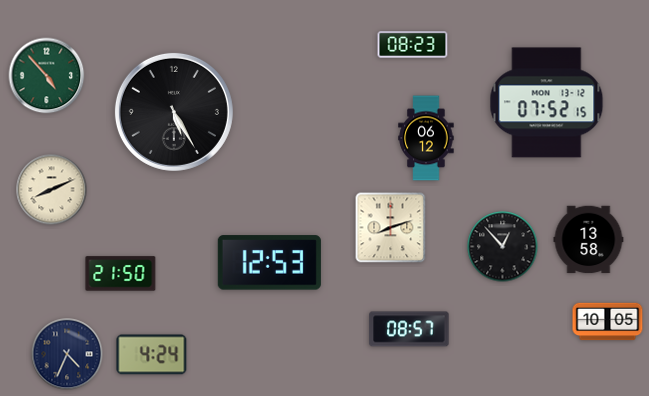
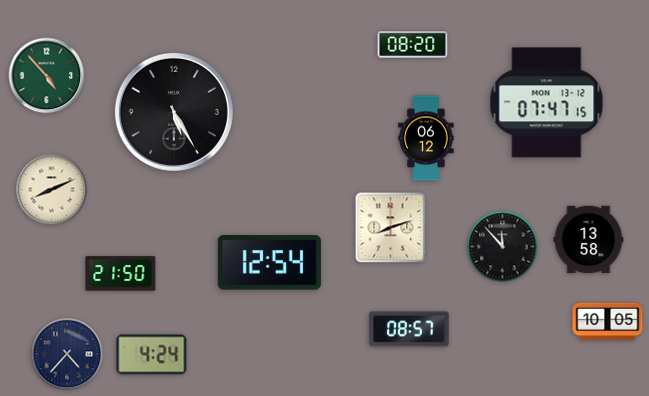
clock at (413, 45): 08:23 -> 08:20
clock at (547, 103): 07:52 -> 07:47
clock at (503, 247): 12:53 -> 11:53
clock at (269, 263): 12:53 -> 12:54
clock at (67, 354): 4:34 -> 4:37
